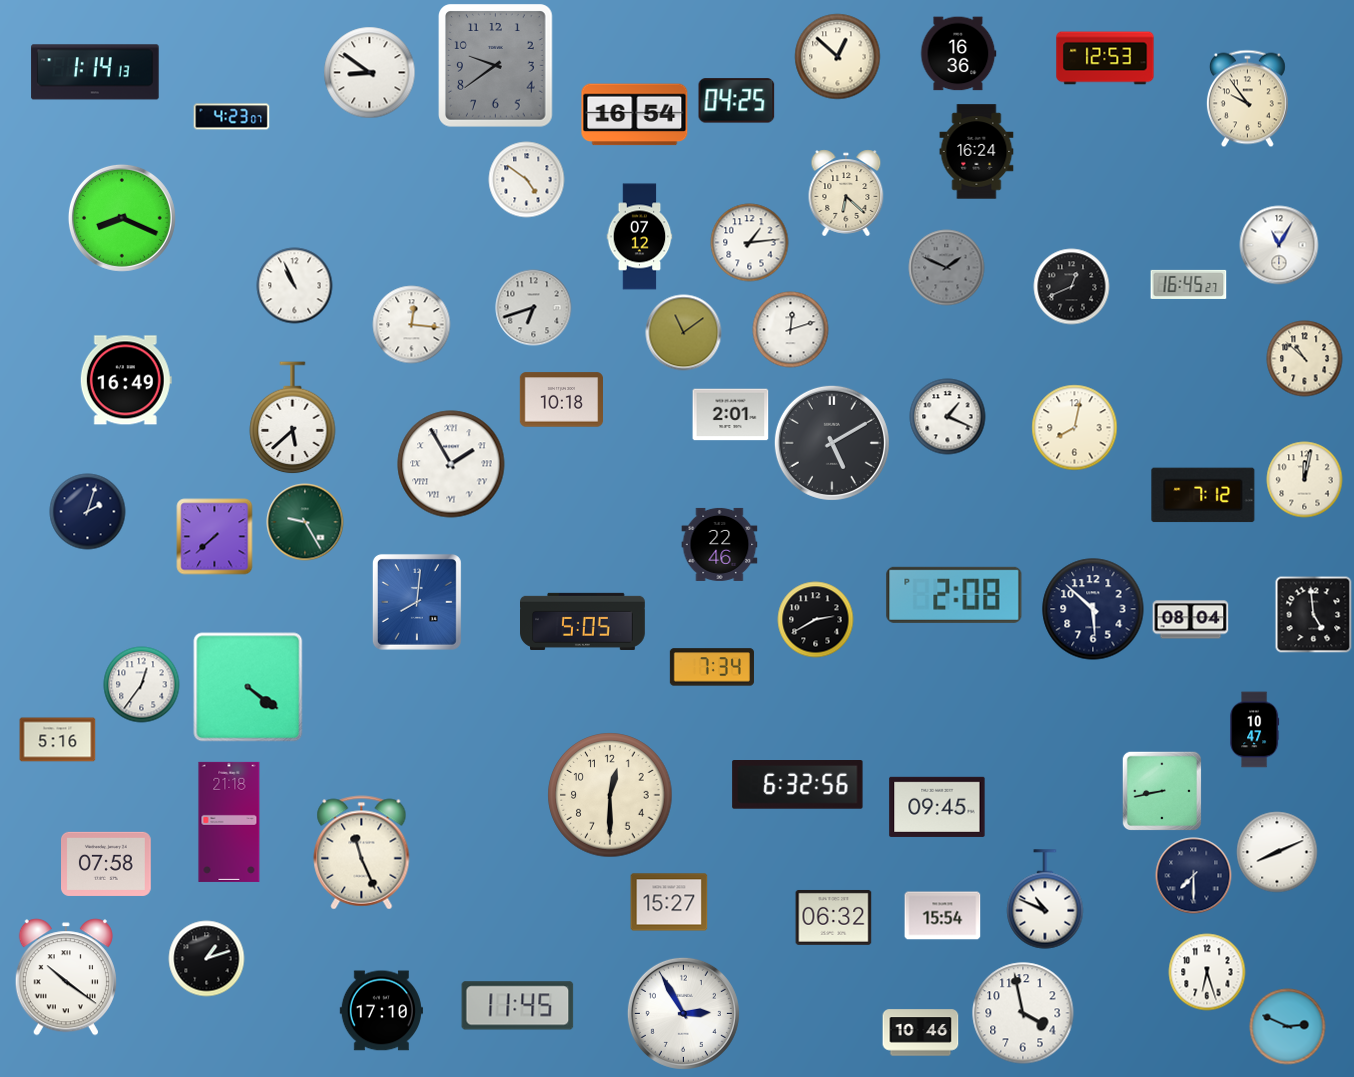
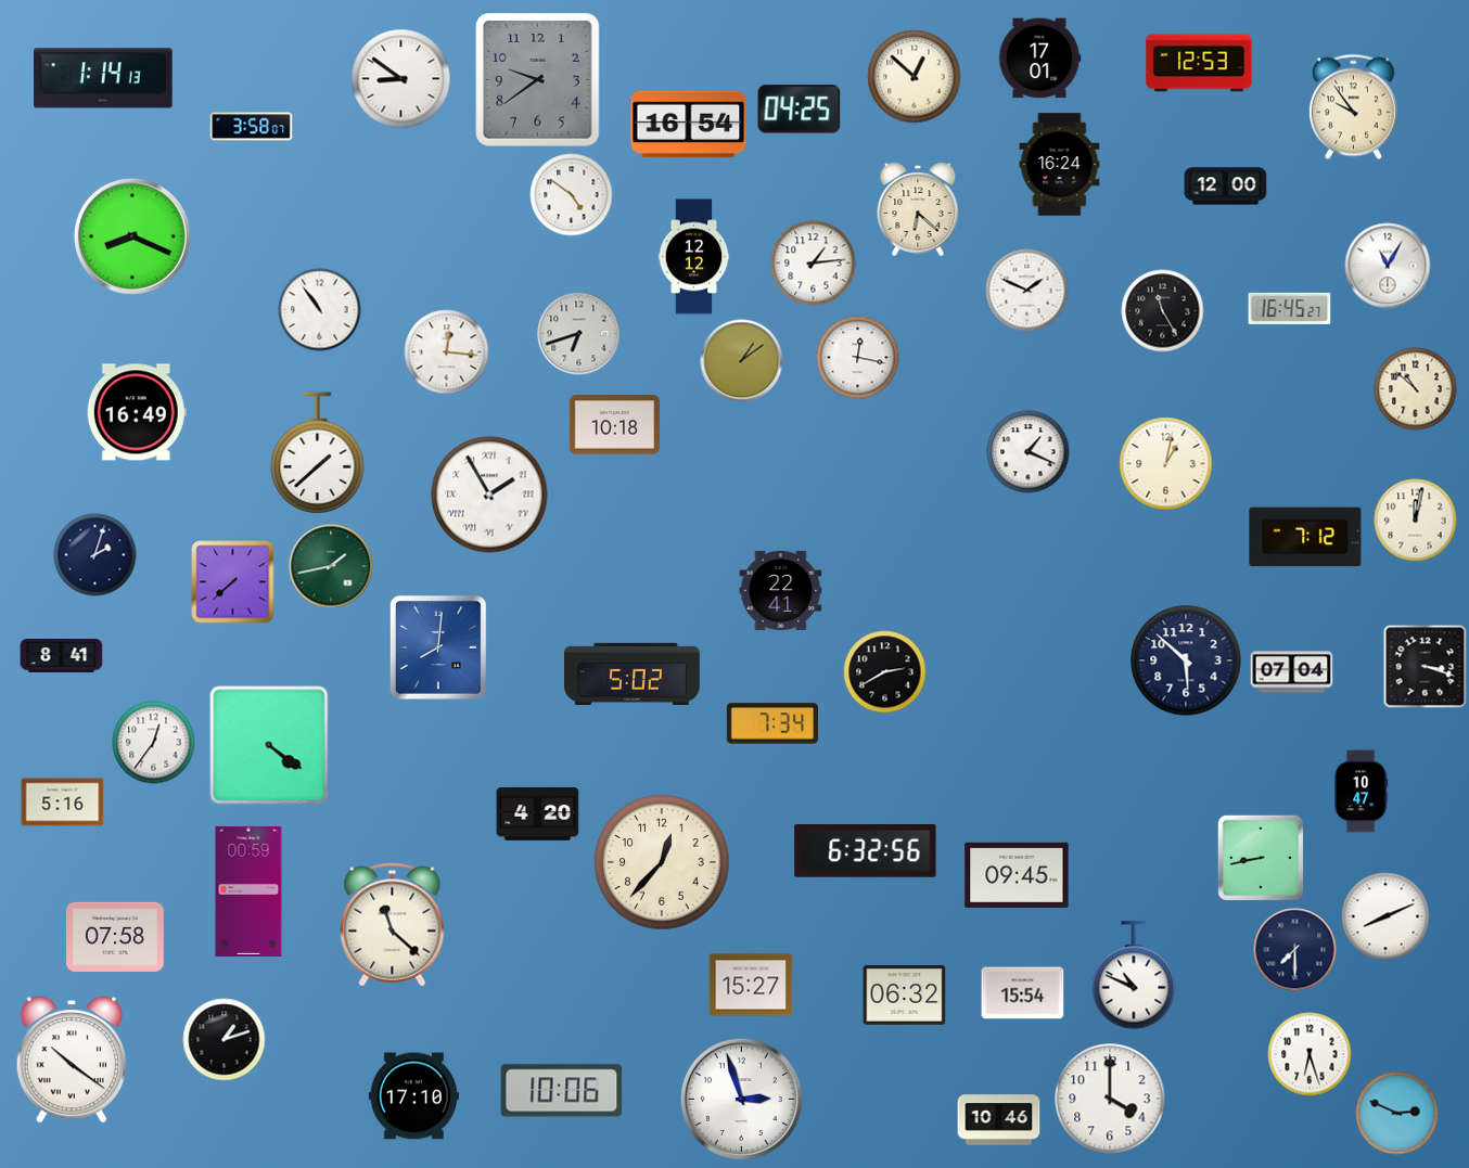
clock at (958, 54): 16:36 -> 17:01
clock at (838, 57) position: (838, 57) -> (915, 77)
clock at (496, 66) position: (496, 66) -> (538, 80)
clock at (232, 117): 4:23 -> 3:58
clock at (1226, 187): none -> 12:00
clock at (640, 237): 07:12 -> 12:12
clock at (947, 268) dial: grey -> white
clock at (295, 286): 10:56 -> 10:54
clock at (1072, 287): 12:41 -> 11:25
clock at (791, 330): 12:12 -> 12:17
clock at (684, 333): 11:09 -> 1:09
clock at (561, 400) position: (561, 400) -> (614, 425)
clock at (731, 415): 2:01 -> none
clock at (293, 418): 5:38 -> 1:38
clock at (1075, 428): 8:02 -> 1:02
clock at (832, 443): 5:10 -> none
clock at (451, 464) position: (451, 464) -> (489, 495)
clock at (305, 522): 9:25 -> 1:43
clock at (720, 544): 22:46 -> 22:41
clock at (954, 595): 2:08 -> none
clock at (417, 602) position: (417, 602) -> (438, 647)
clock at (62, 655): none -> 8:41
clock at (1314, 615): 4:59 -> 3:18
clock at (1191, 620): 08:04 -> 07:04
clock at (583, 621): 5:05 -> 5:02
clock at (538, 813): none -> 4:20
clock at (610, 795): 12:30 -> 12:37
clock at (229, 822): 21:18 -> 00:59
clock at (1277, 852) position: (1277, 852) -> (1385, 916)
clock at (362, 853): 11:26 -> 11:22
clock at (669, 902) position: (669, 902) -> (751, 985)
clock at (518, 1006): 11:45 -> 10:06
clock at (683, 1013): 2:55 -> 2:57
clock at (1023, 1013): 3:58 -> 4:00
